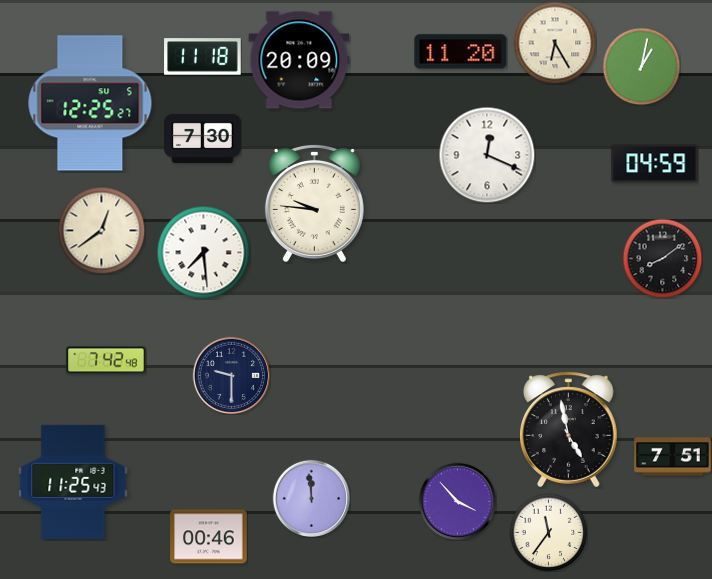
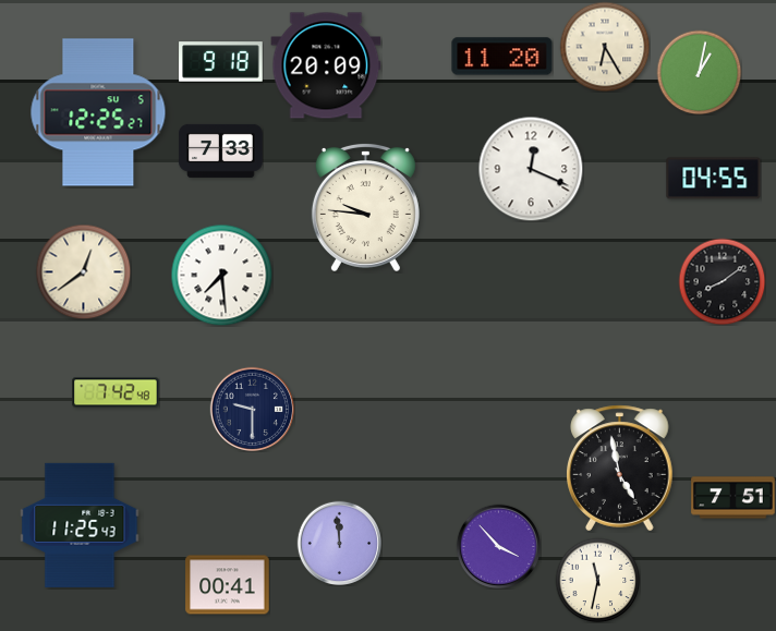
clock at (203, 57): 11:18 -> 9:18
clock at (203, 138): 7:30 -> 7:33
clock at (655, 164): 04:59 -> 04:55
clock at (314, 203) position: (314, 203) -> (365, 207)
clock at (101, 230) position: (101, 230) -> (83, 271)
clock at (548, 532): 11:36 -> 11:32
clock at (209, 537): 00:46 -> 00:41
